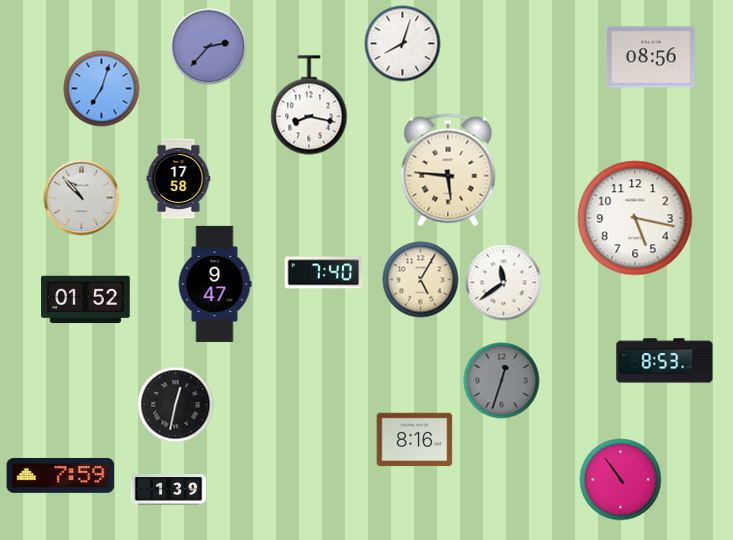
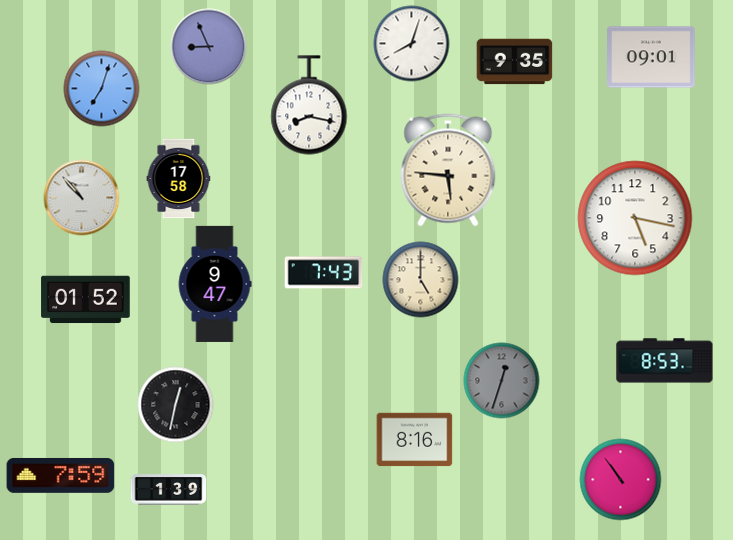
clock at (403, 44) position: (403, 44) -> (412, 44)
clock at (209, 47): 2:37 -> 8:56
clock at (651, 57): 08:56 -> 09:01
clock at (515, 62): none -> 9:35
clock at (324, 273): 7:40 -> 7:43
clock at (421, 280): 5:05 -> 5:00
clock at (504, 283): 11:39 -> none
